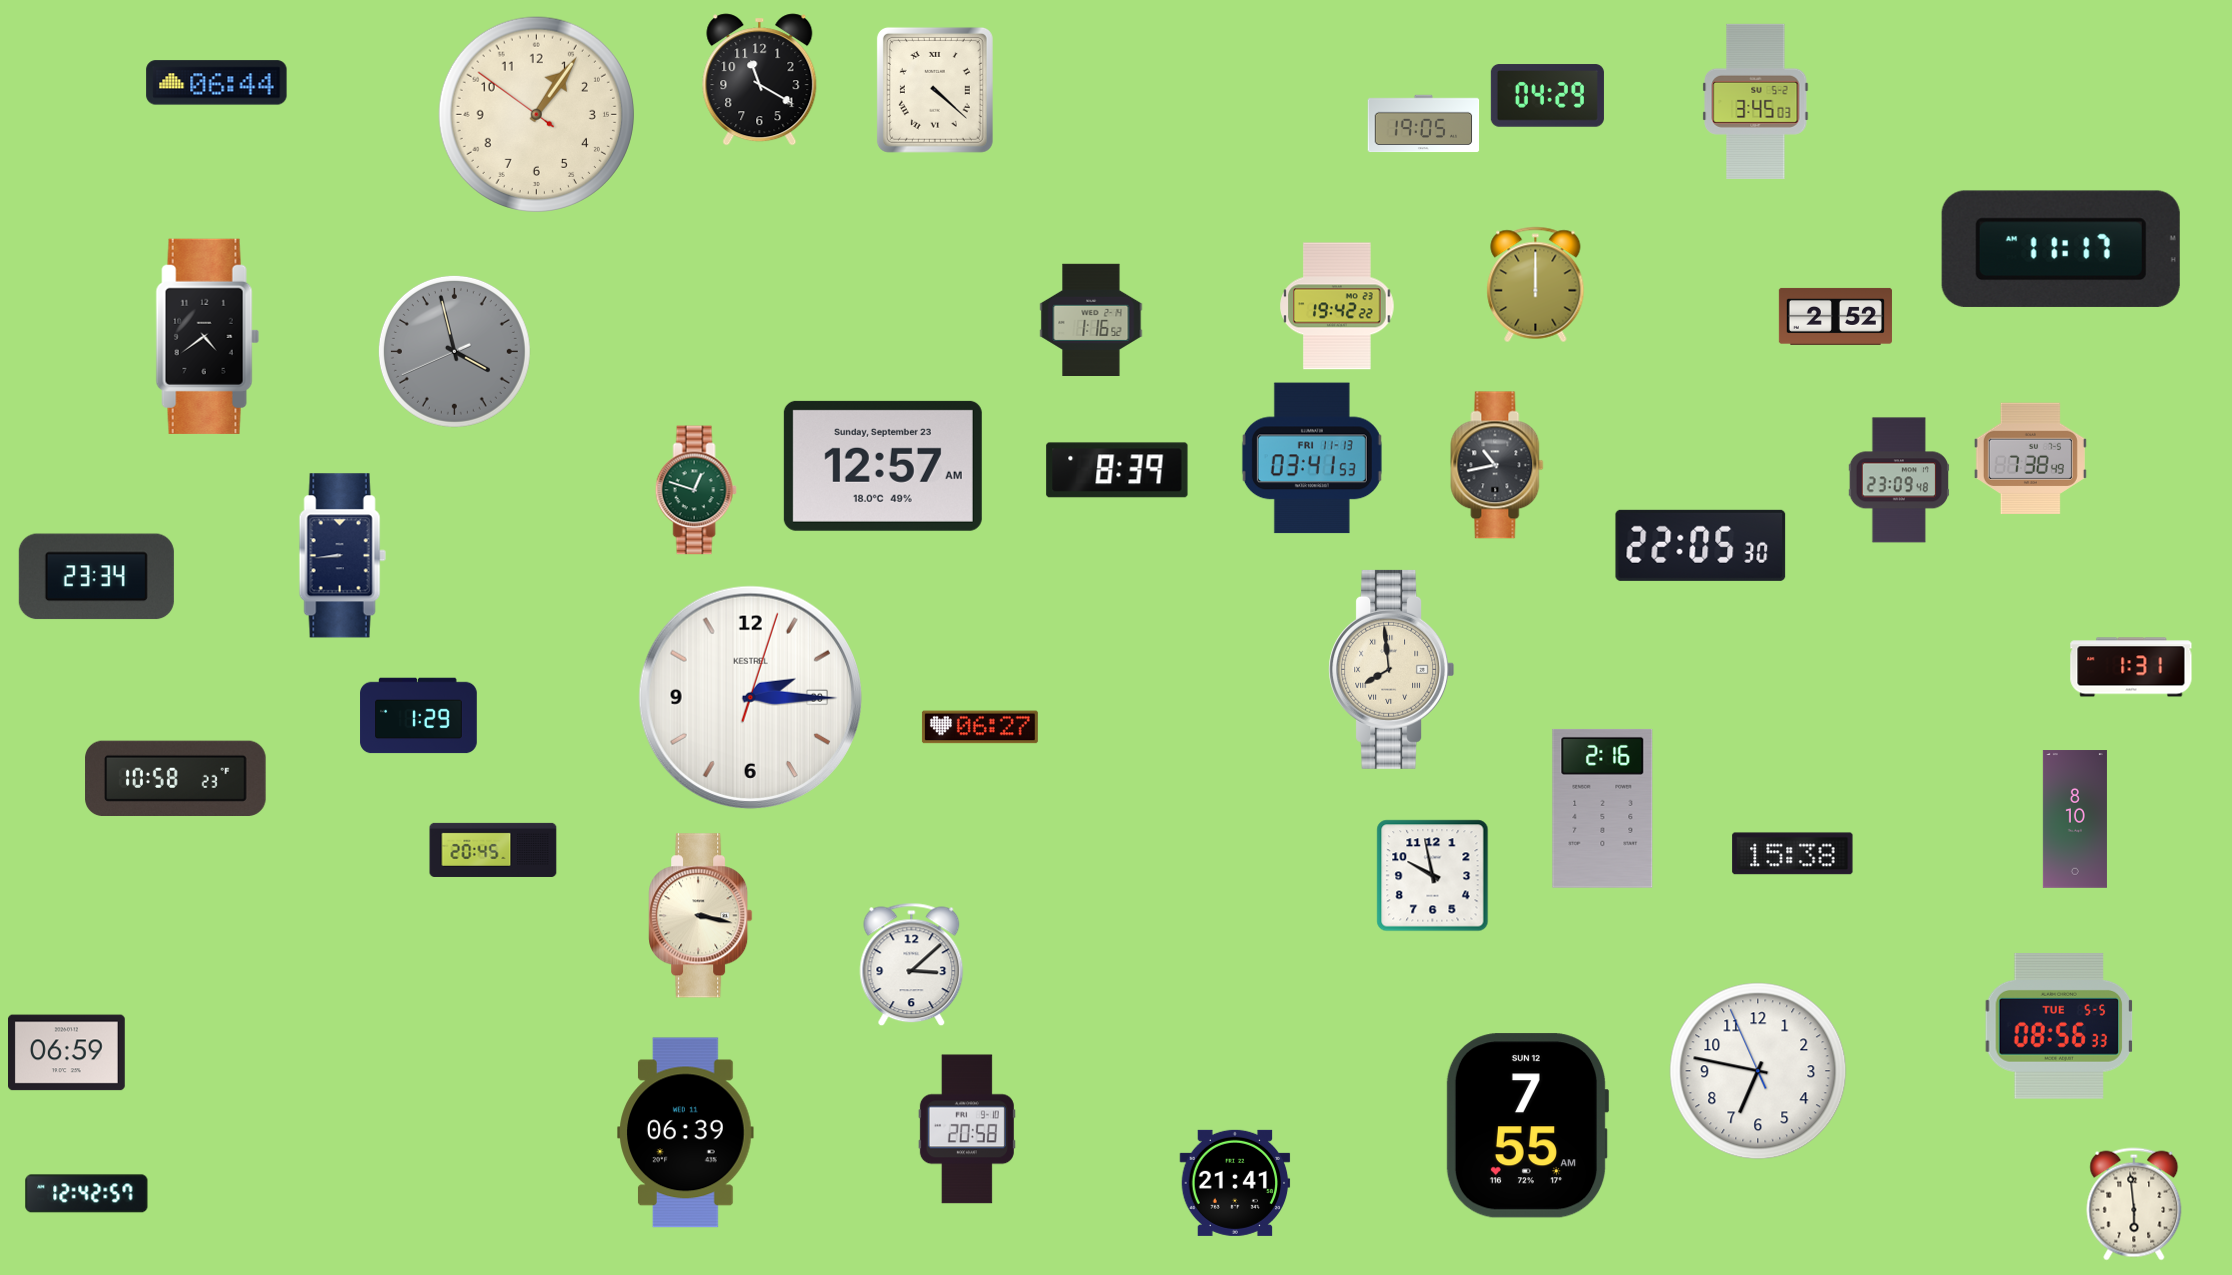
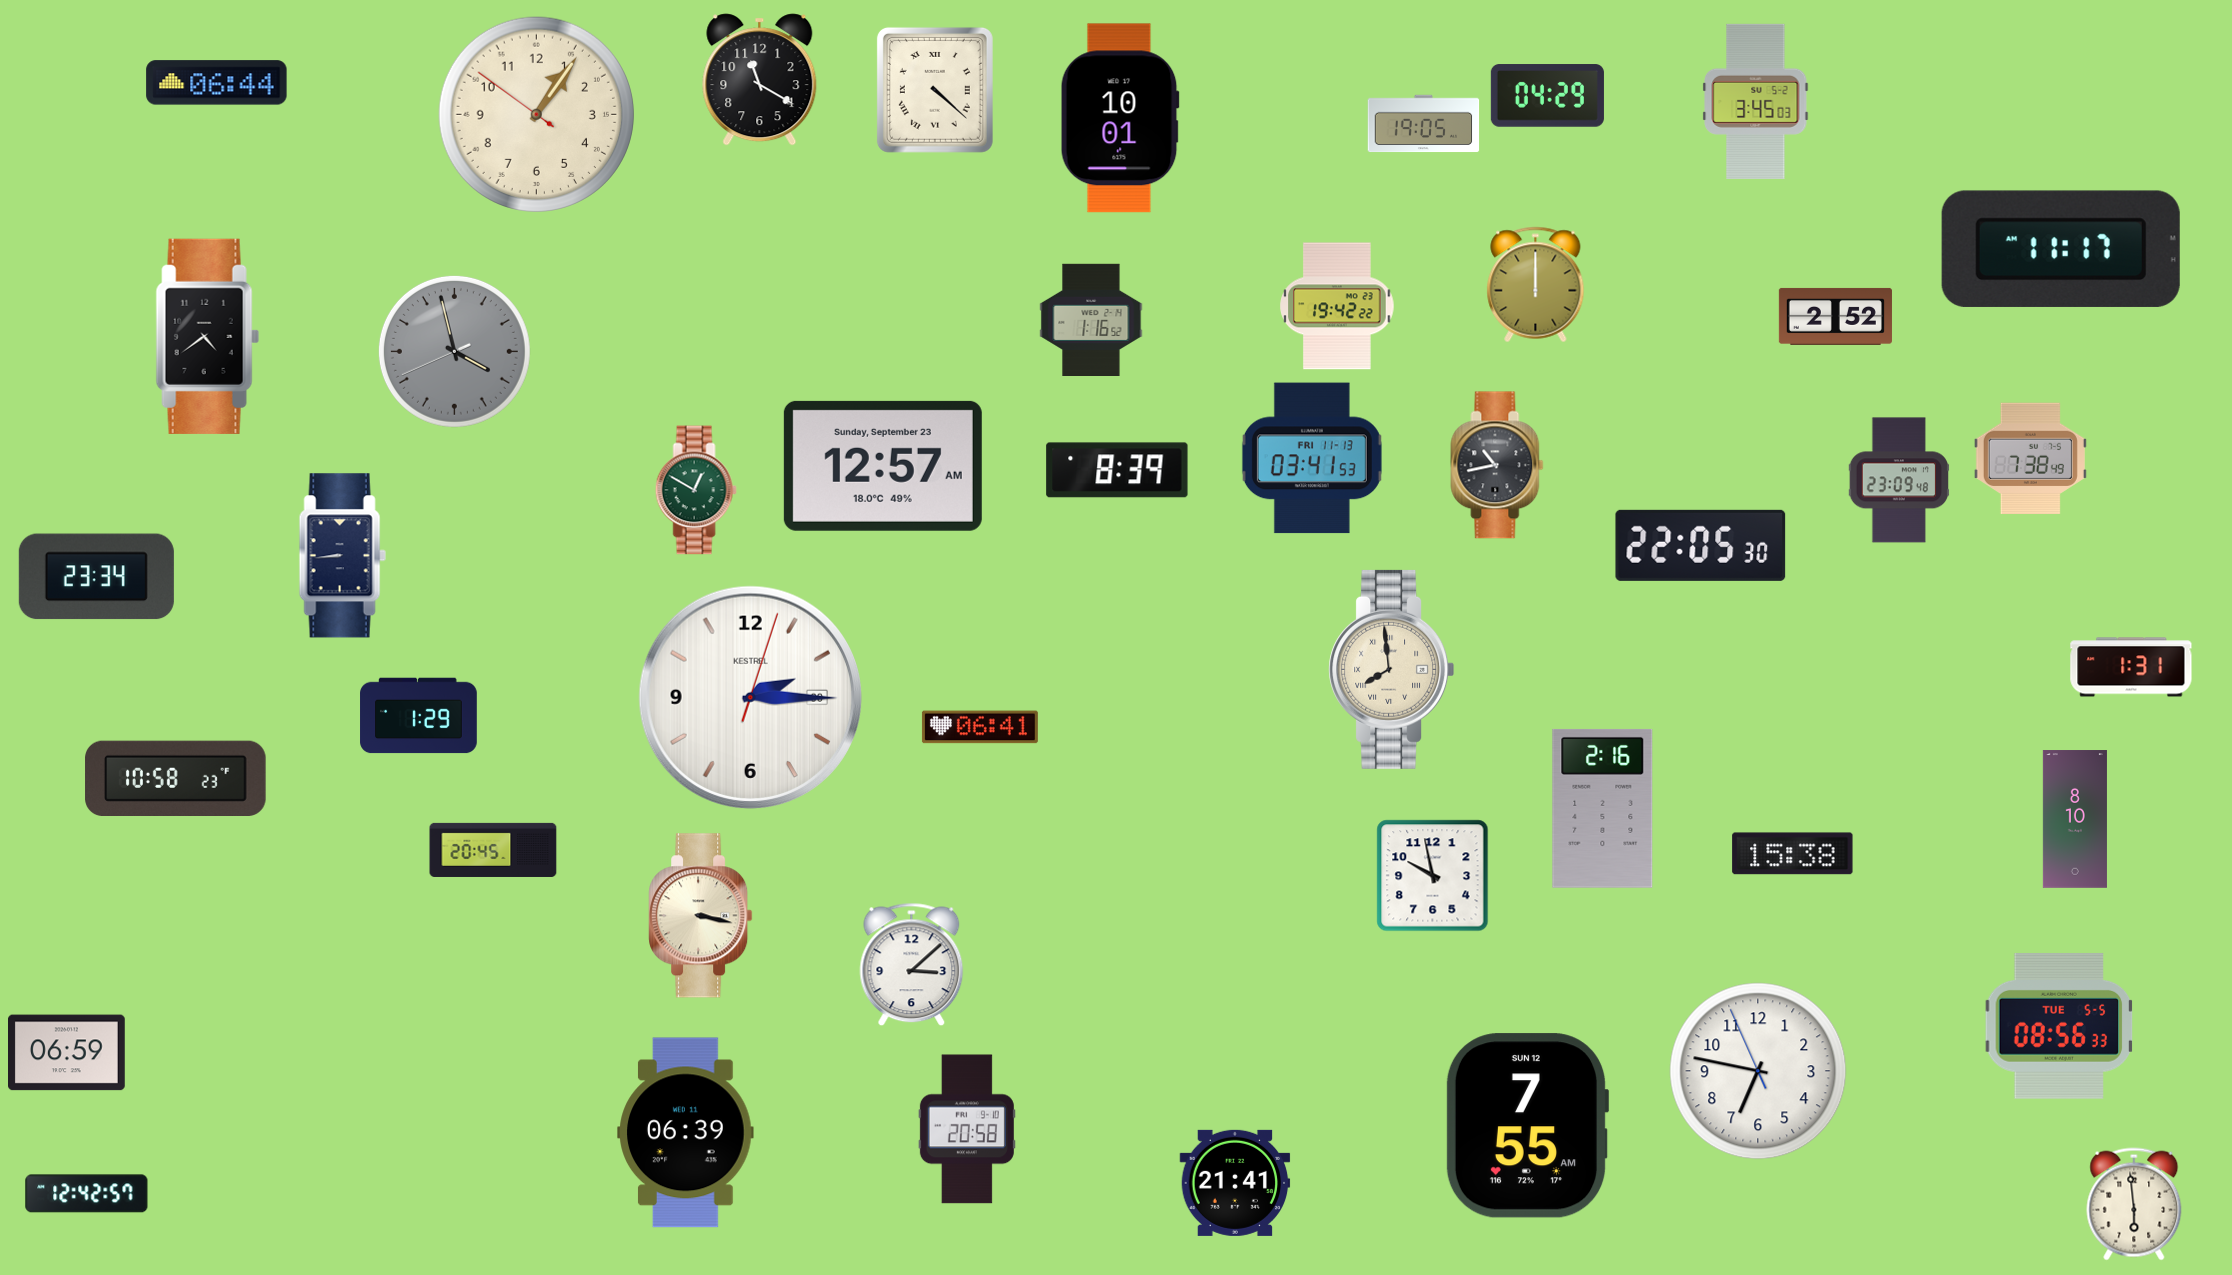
clock at (1120, 118): none -> 10:01
clock at (696, 490): 12:48 -> 12:50
clock at (980, 727): 06:27 -> 06:41
